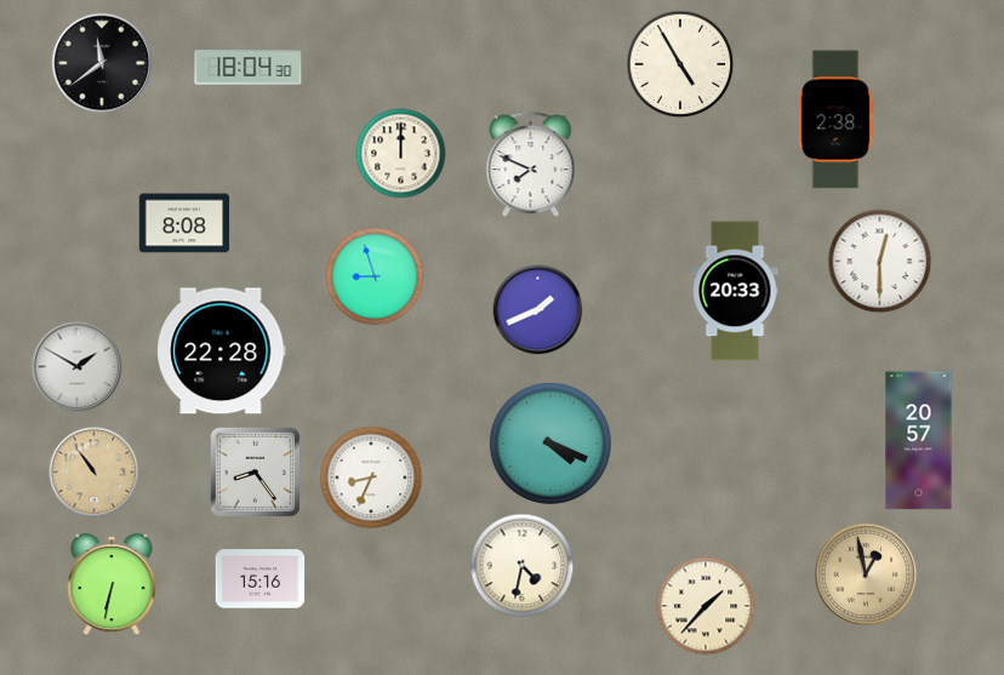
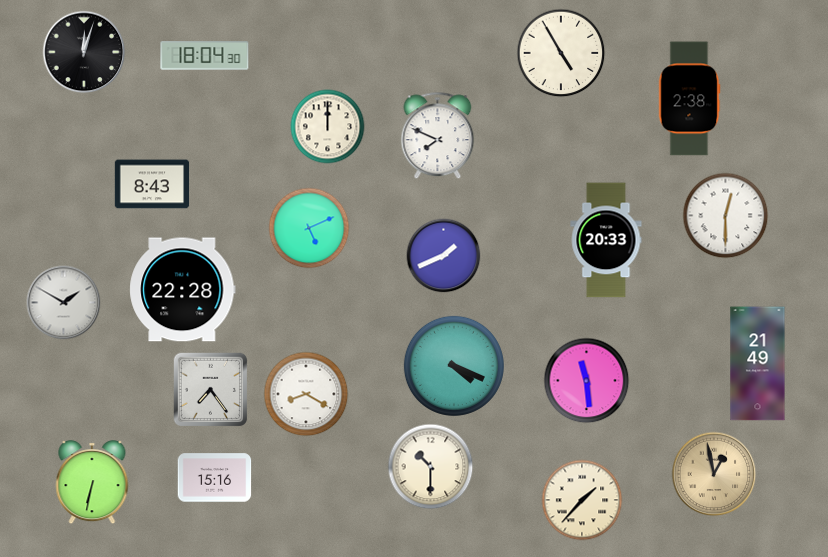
clock at (102, 63): 11:39 -> 12:03
clock at (401, 154) position: (401, 154) -> (328, 127)
clock at (184, 223): 8:08 -> 8:43
clock at (375, 276): 8:57 -> 5:11
clock at (919, 441): 20:57 -> 21:49
clock at (587, 381): none -> 11:29
clock at (95, 473): 10:54 -> none
clock at (256, 473): 8:24 -> 7:24
clock at (371, 477): 8:34 -> 8:20
clock at (523, 566): 4:32 -> 10:30
